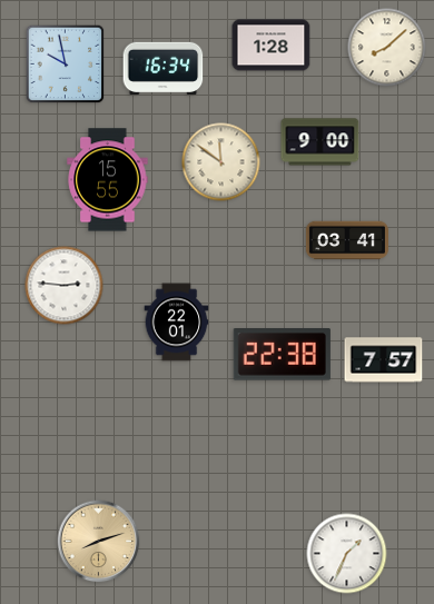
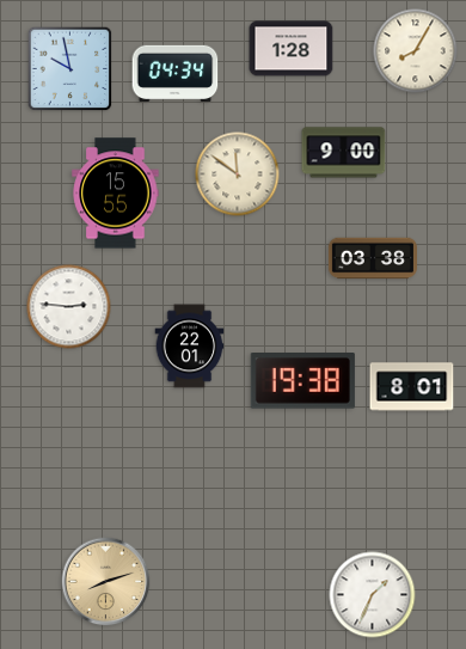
clock at (387, 48): 8:08 -> 8:05
clock at (164, 68): 16:34 -> 04:34
clock at (347, 240): 03:41 -> 03:38
clock at (282, 355): 22:38 -> 19:38
clock at (384, 360): 7:57 -> 8:01
